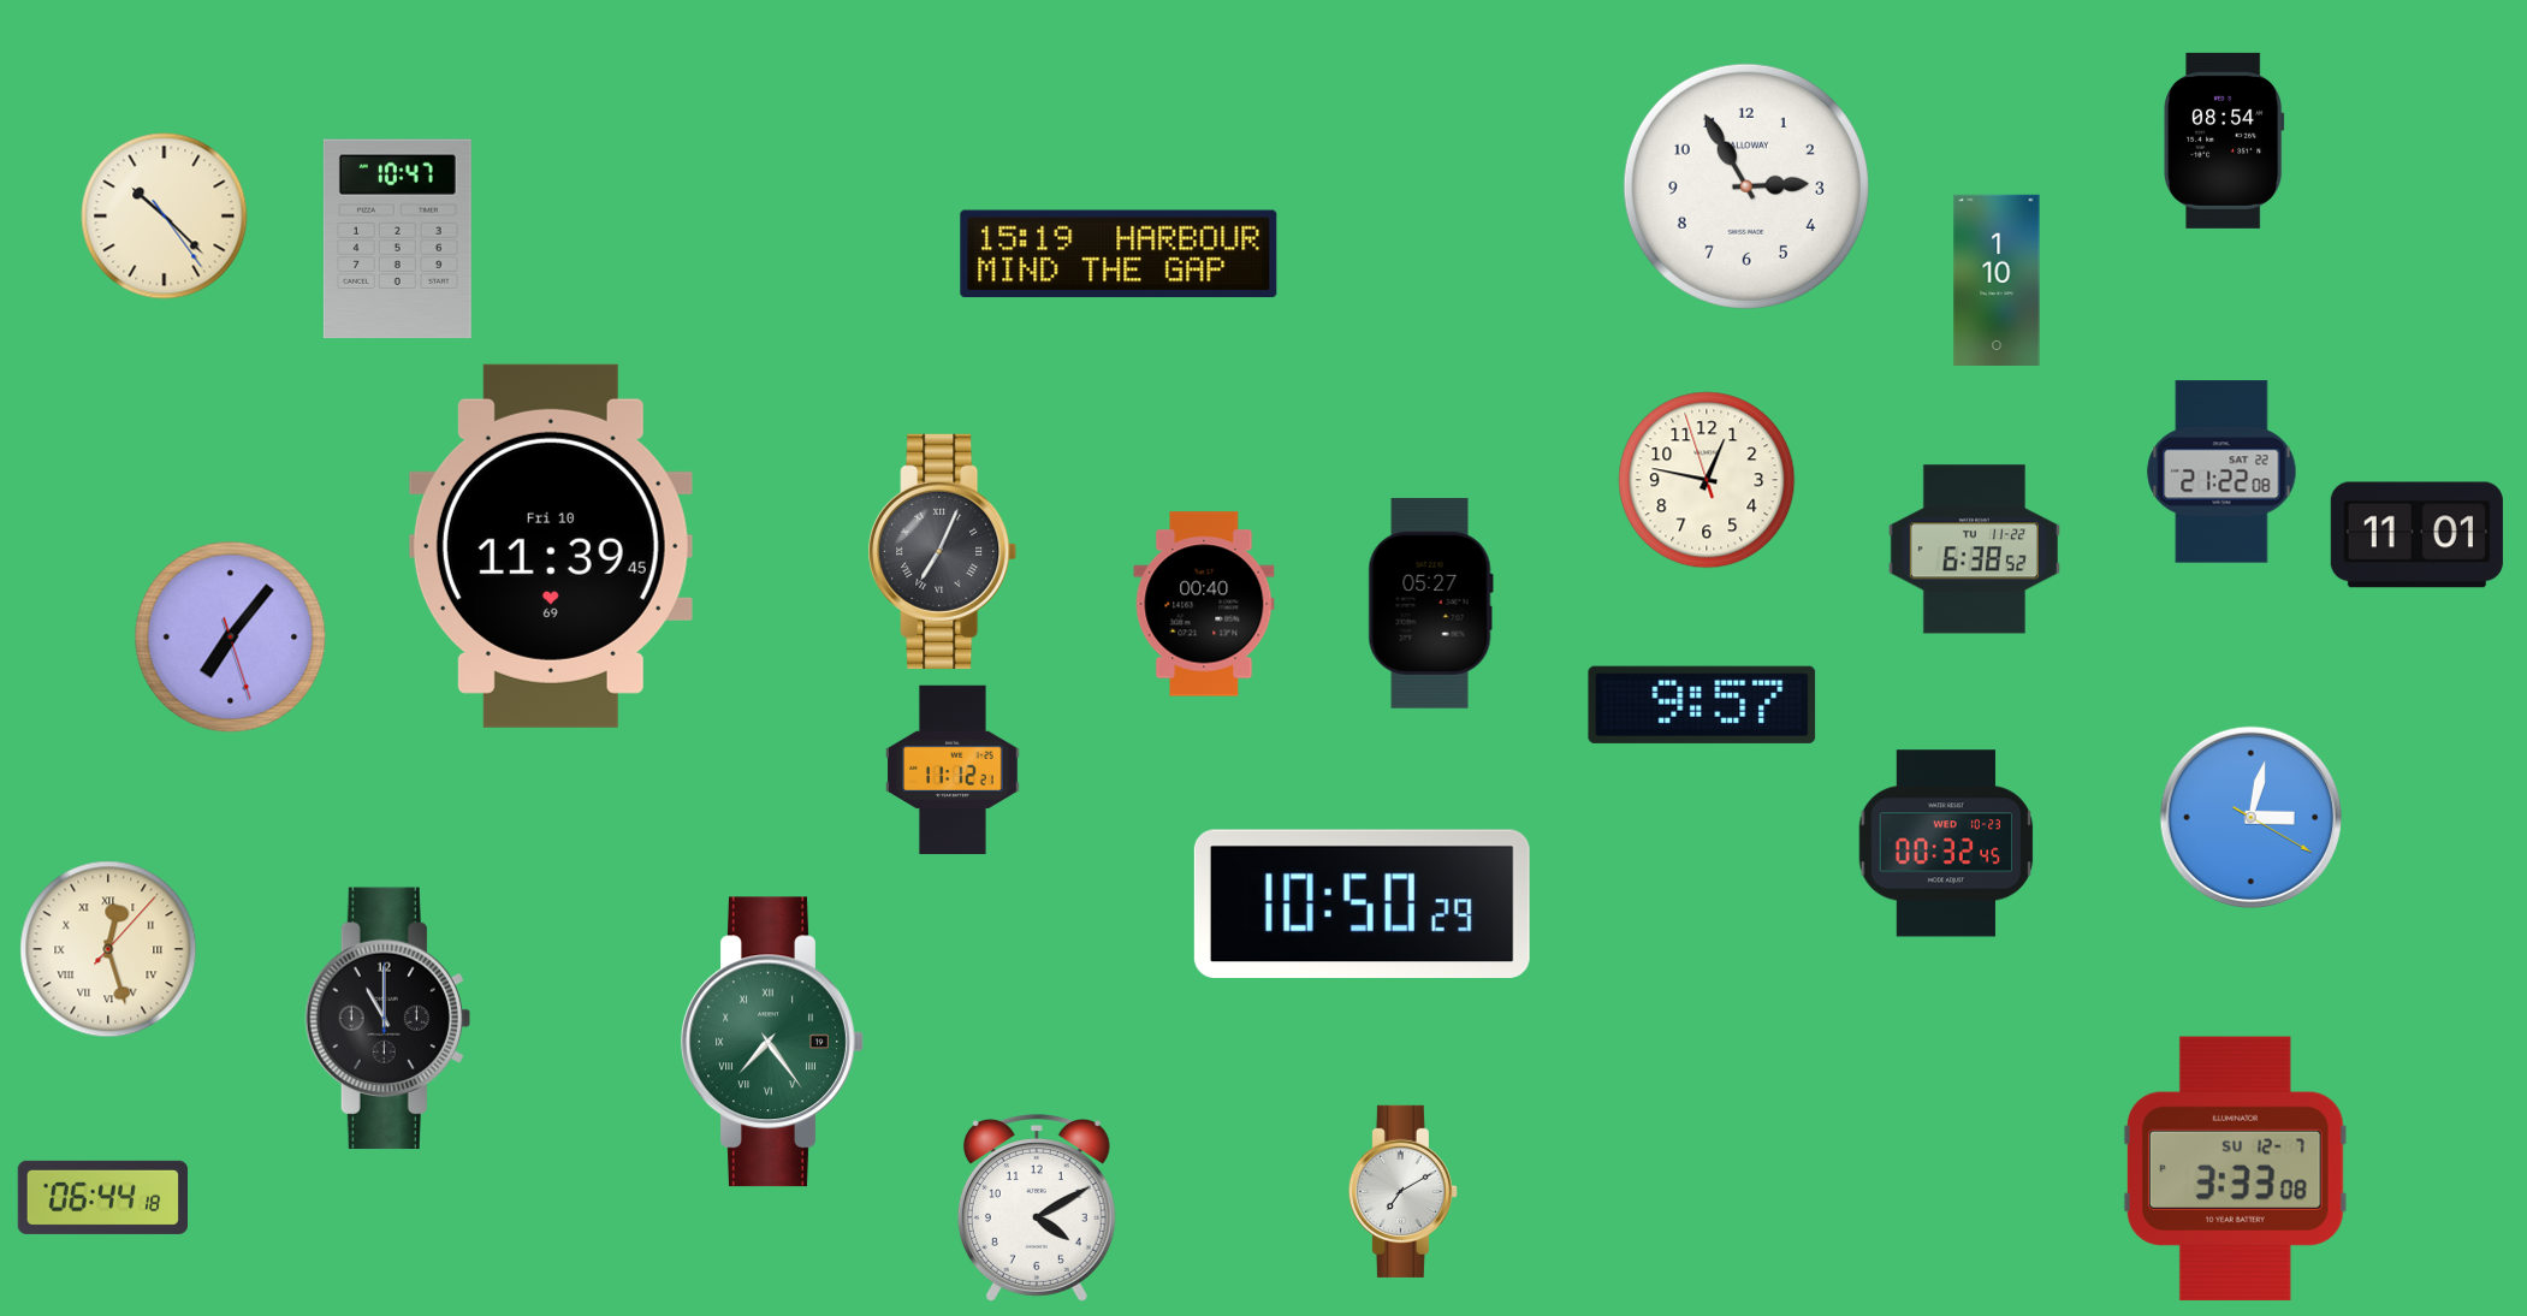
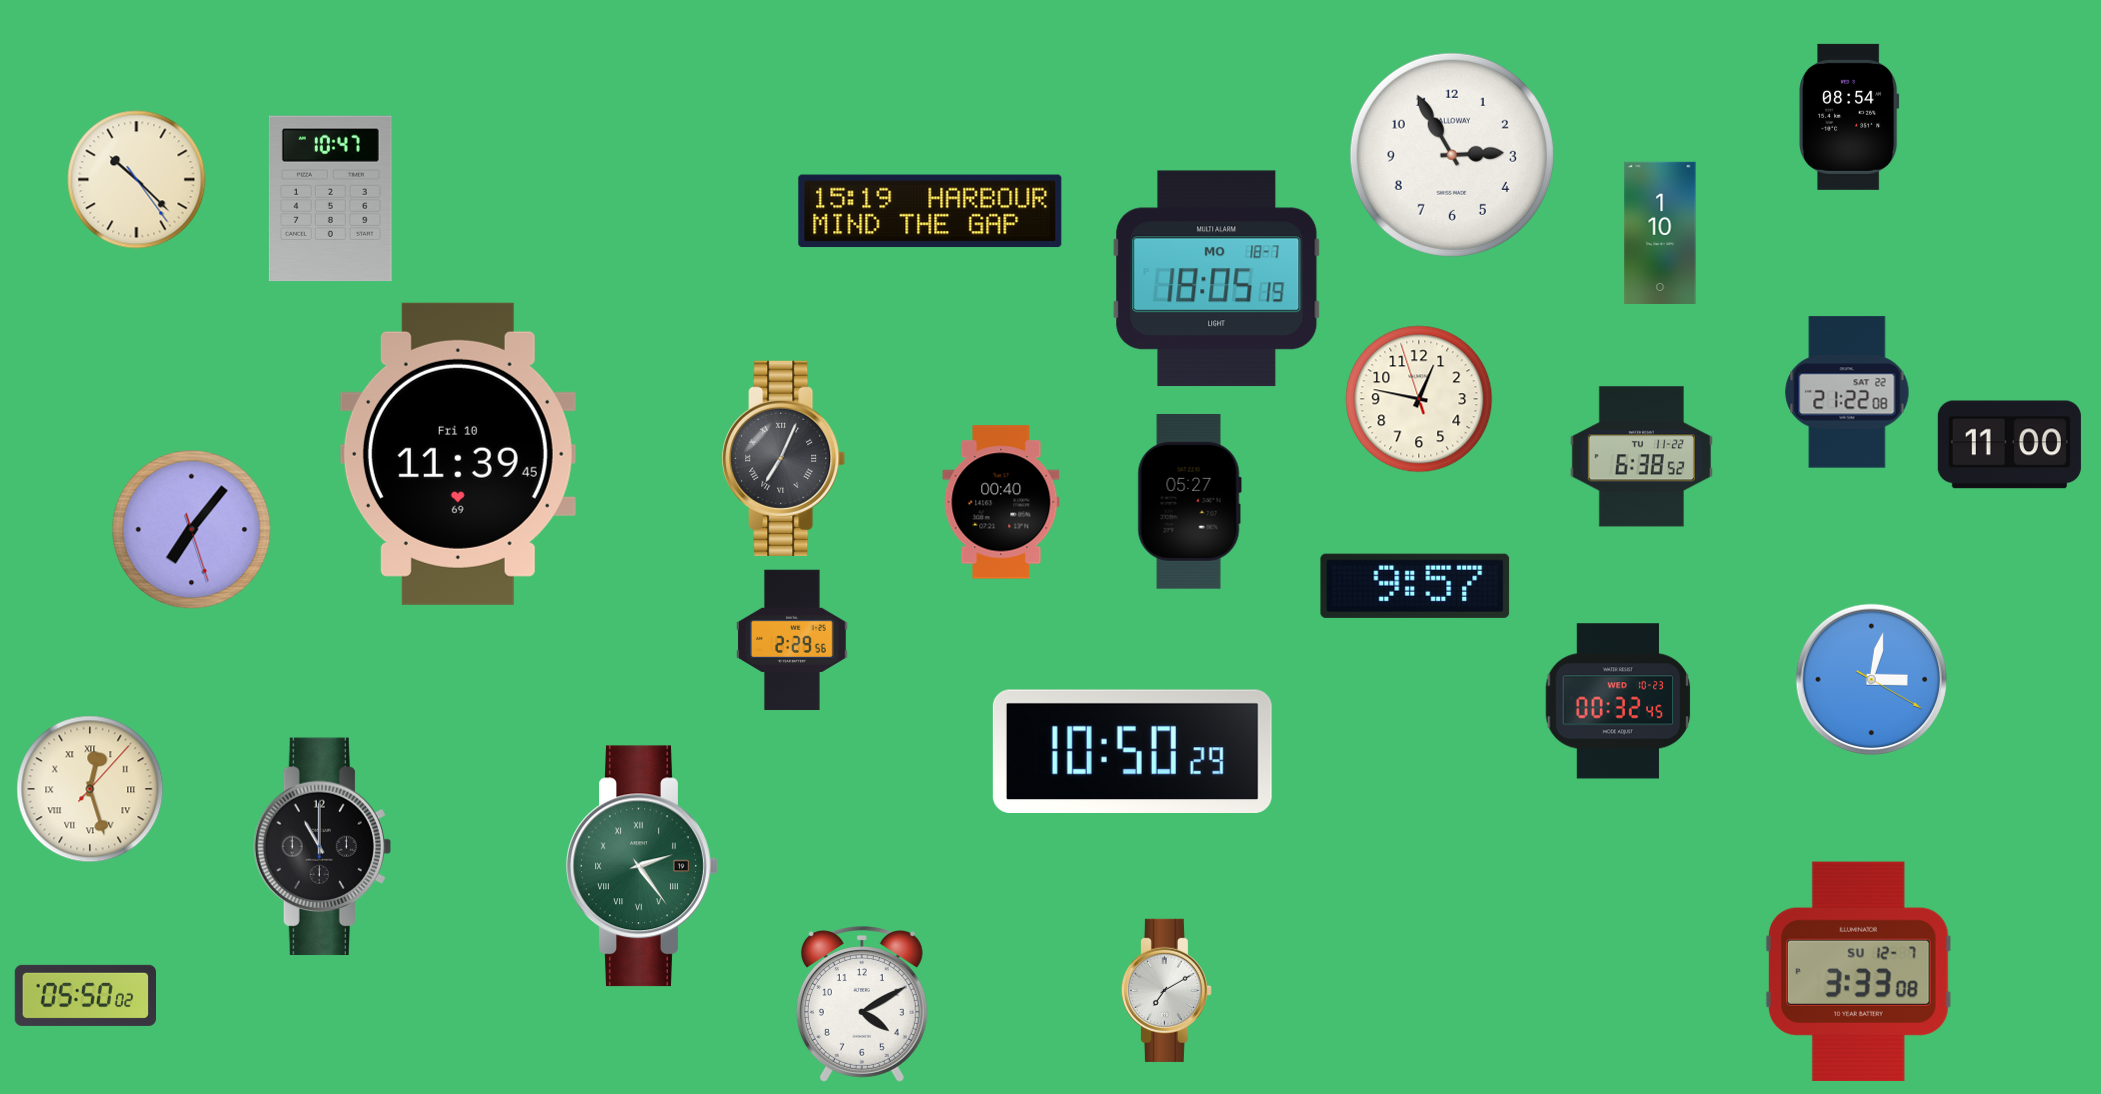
clock at (1217, 279): none -> 18:05
clock at (2416, 535): 11:01 -> 11:00
clock at (953, 770): 11:12 -> 2:29
clock at (772, 1042): 7:24 -> 2:24
clock at (102, 1197): 06:44 -> 05:50
